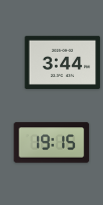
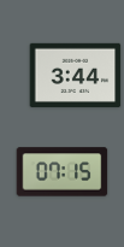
clock at (52, 143): 19:15 -> 07:15
